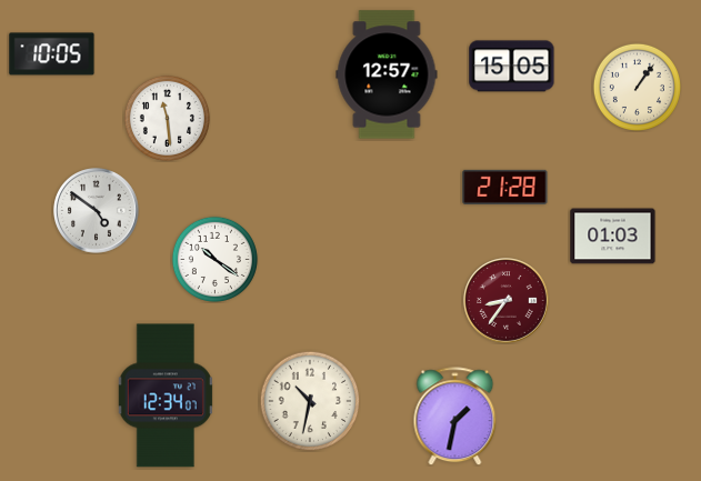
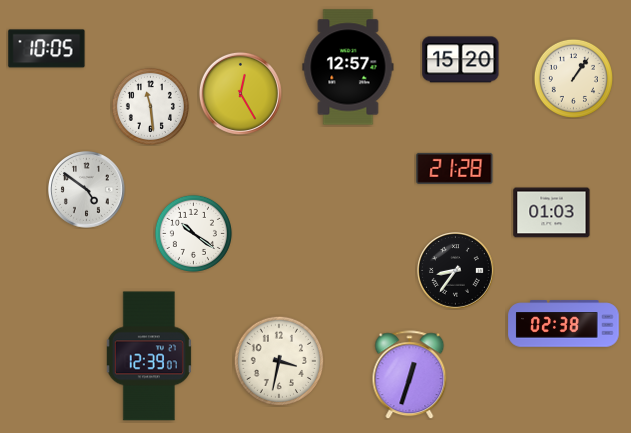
clock at (512, 67): 15:05 -> 15:20
clock at (240, 93): none -> 12:25
clock at (507, 301) dial: burgundy -> black
clock at (564, 324): none -> 02:38
clock at (166, 395): 12:34 -> 12:39
clock at (310, 401): 10:32 -> 3:32
clock at (455, 417): 1:32 -> 12:33
